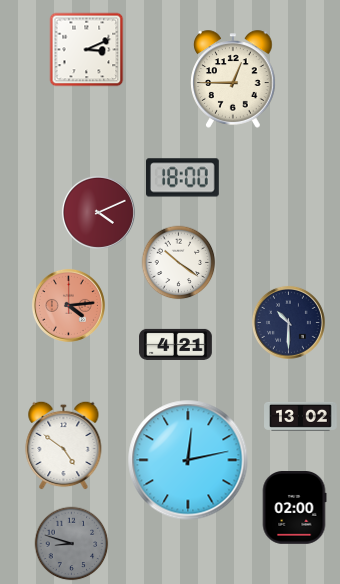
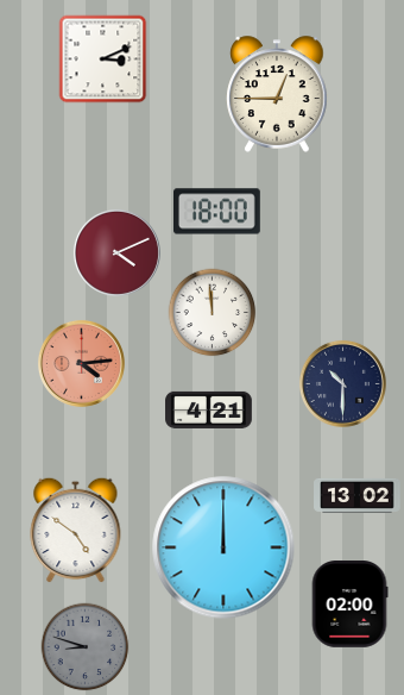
clock at (179, 263): 10:21 -> 11:59
clock at (188, 460): 12:13 -> 12:00
